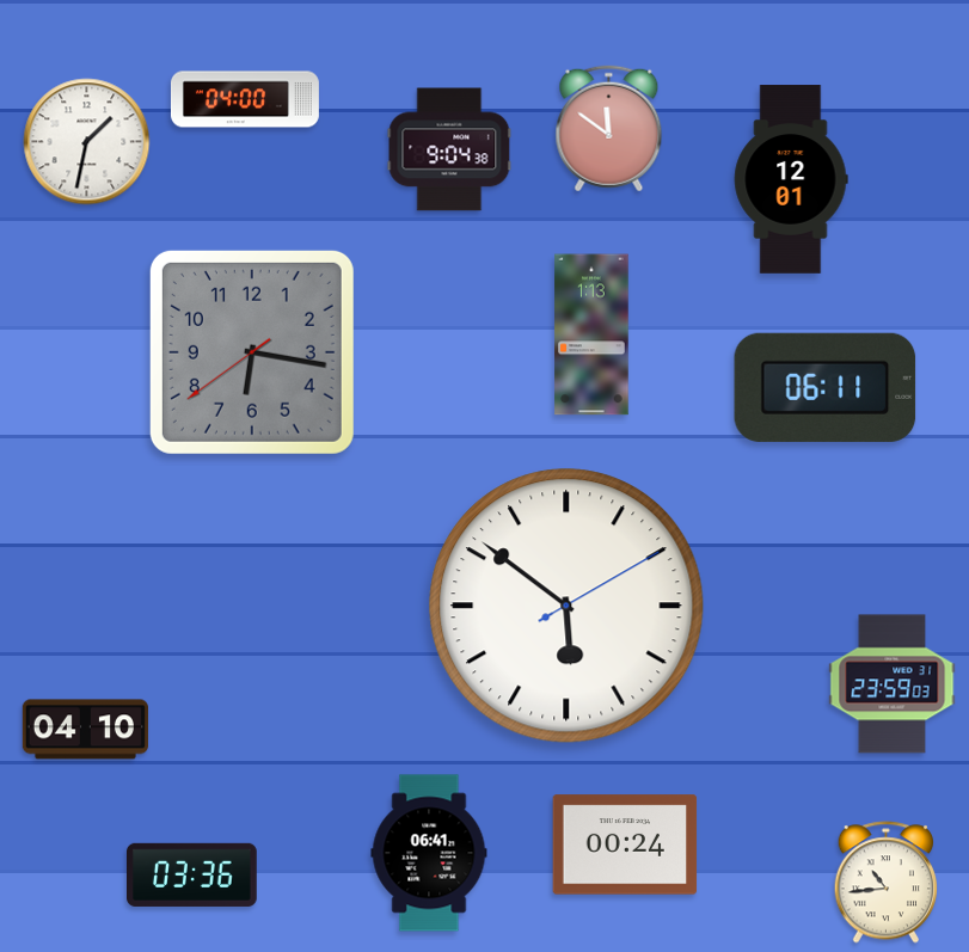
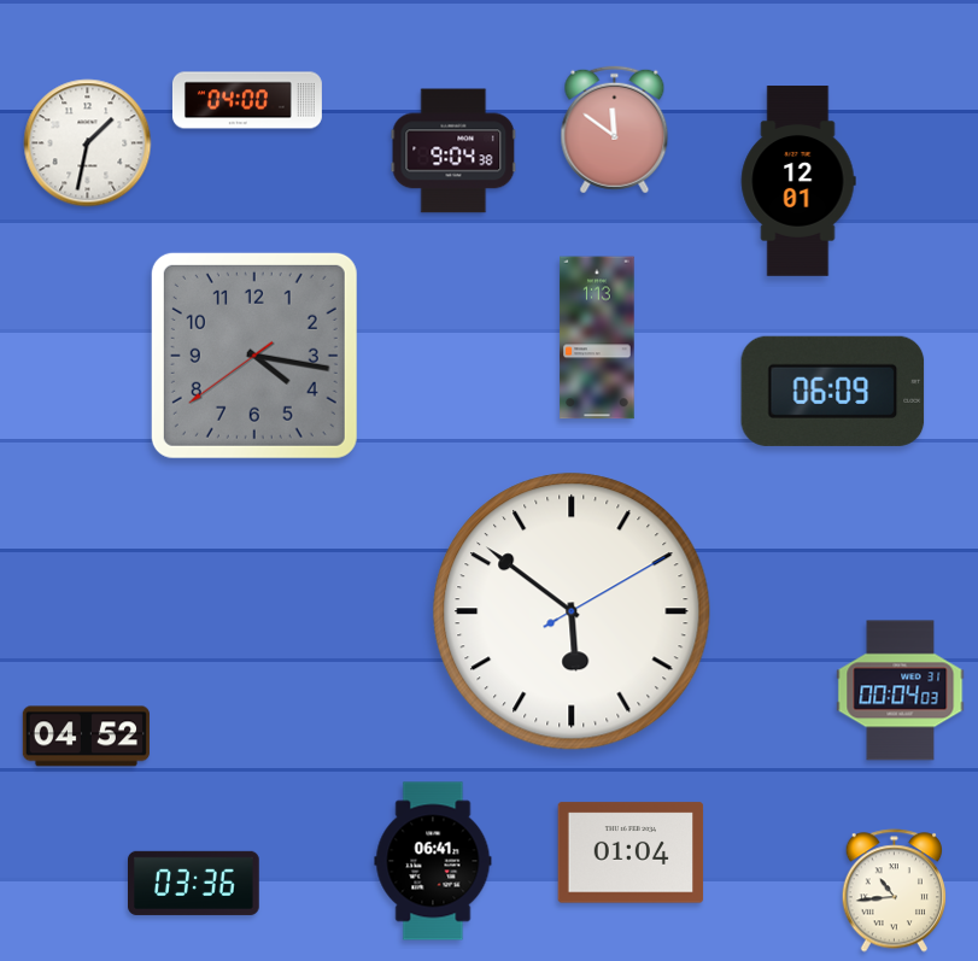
clock at (252, 352): 6:16 -> 4:16
clock at (826, 387): 06:11 -> 06:09
clock at (893, 684): 23:59 -> 00:04
clock at (85, 730): 04:10 -> 04:52
clock at (625, 844): 00:24 -> 01:04
